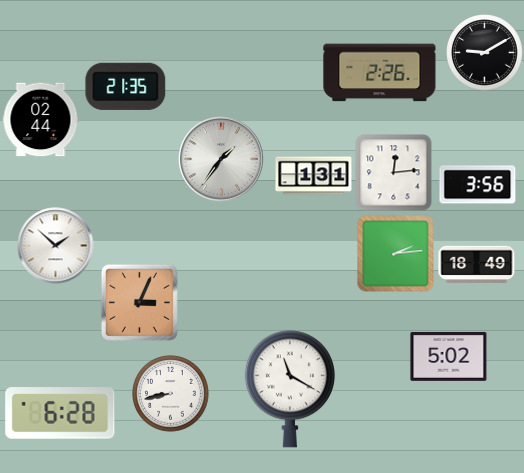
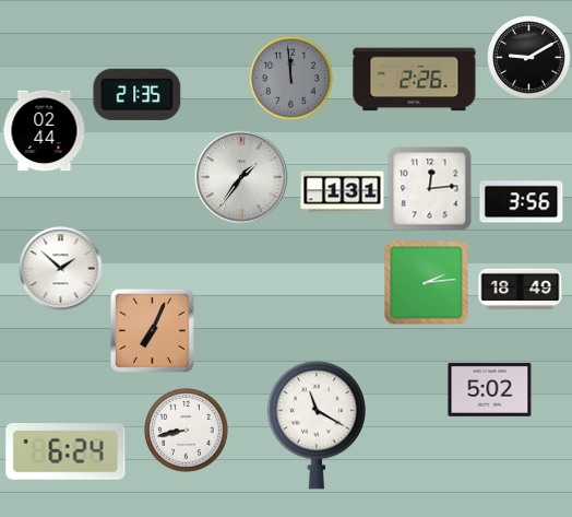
clock at (291, 79): none -> 11:59
clock at (221, 159) position: (221, 159) -> (241, 177)
clock at (396, 254) position: (396, 254) -> (427, 283)
clock at (139, 302): 3:04 -> 7:04
clock at (60, 413): 6:28 -> 6:24
